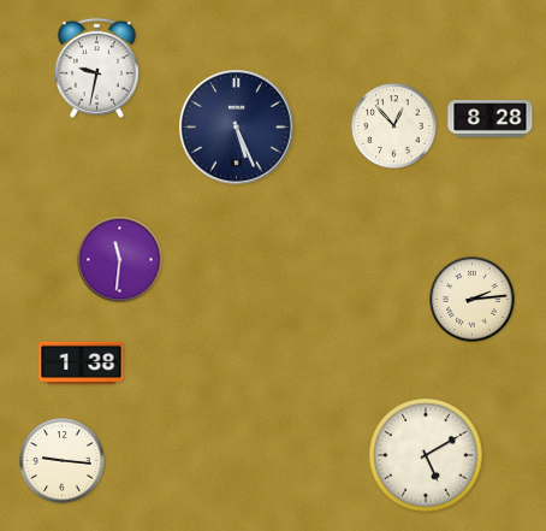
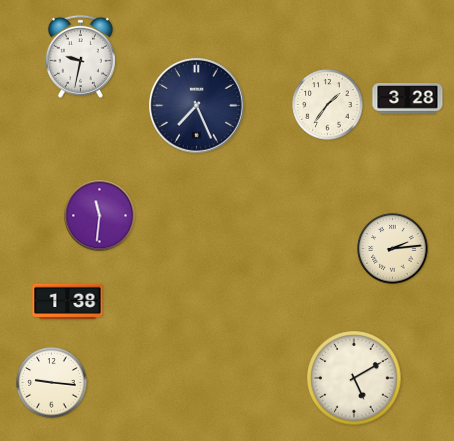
clock at (491, 119): 8:28 -> 3:28
clock at (394, 126): 12:53 -> 1:36
clock at (237, 128): 5:26 -> 7:26
